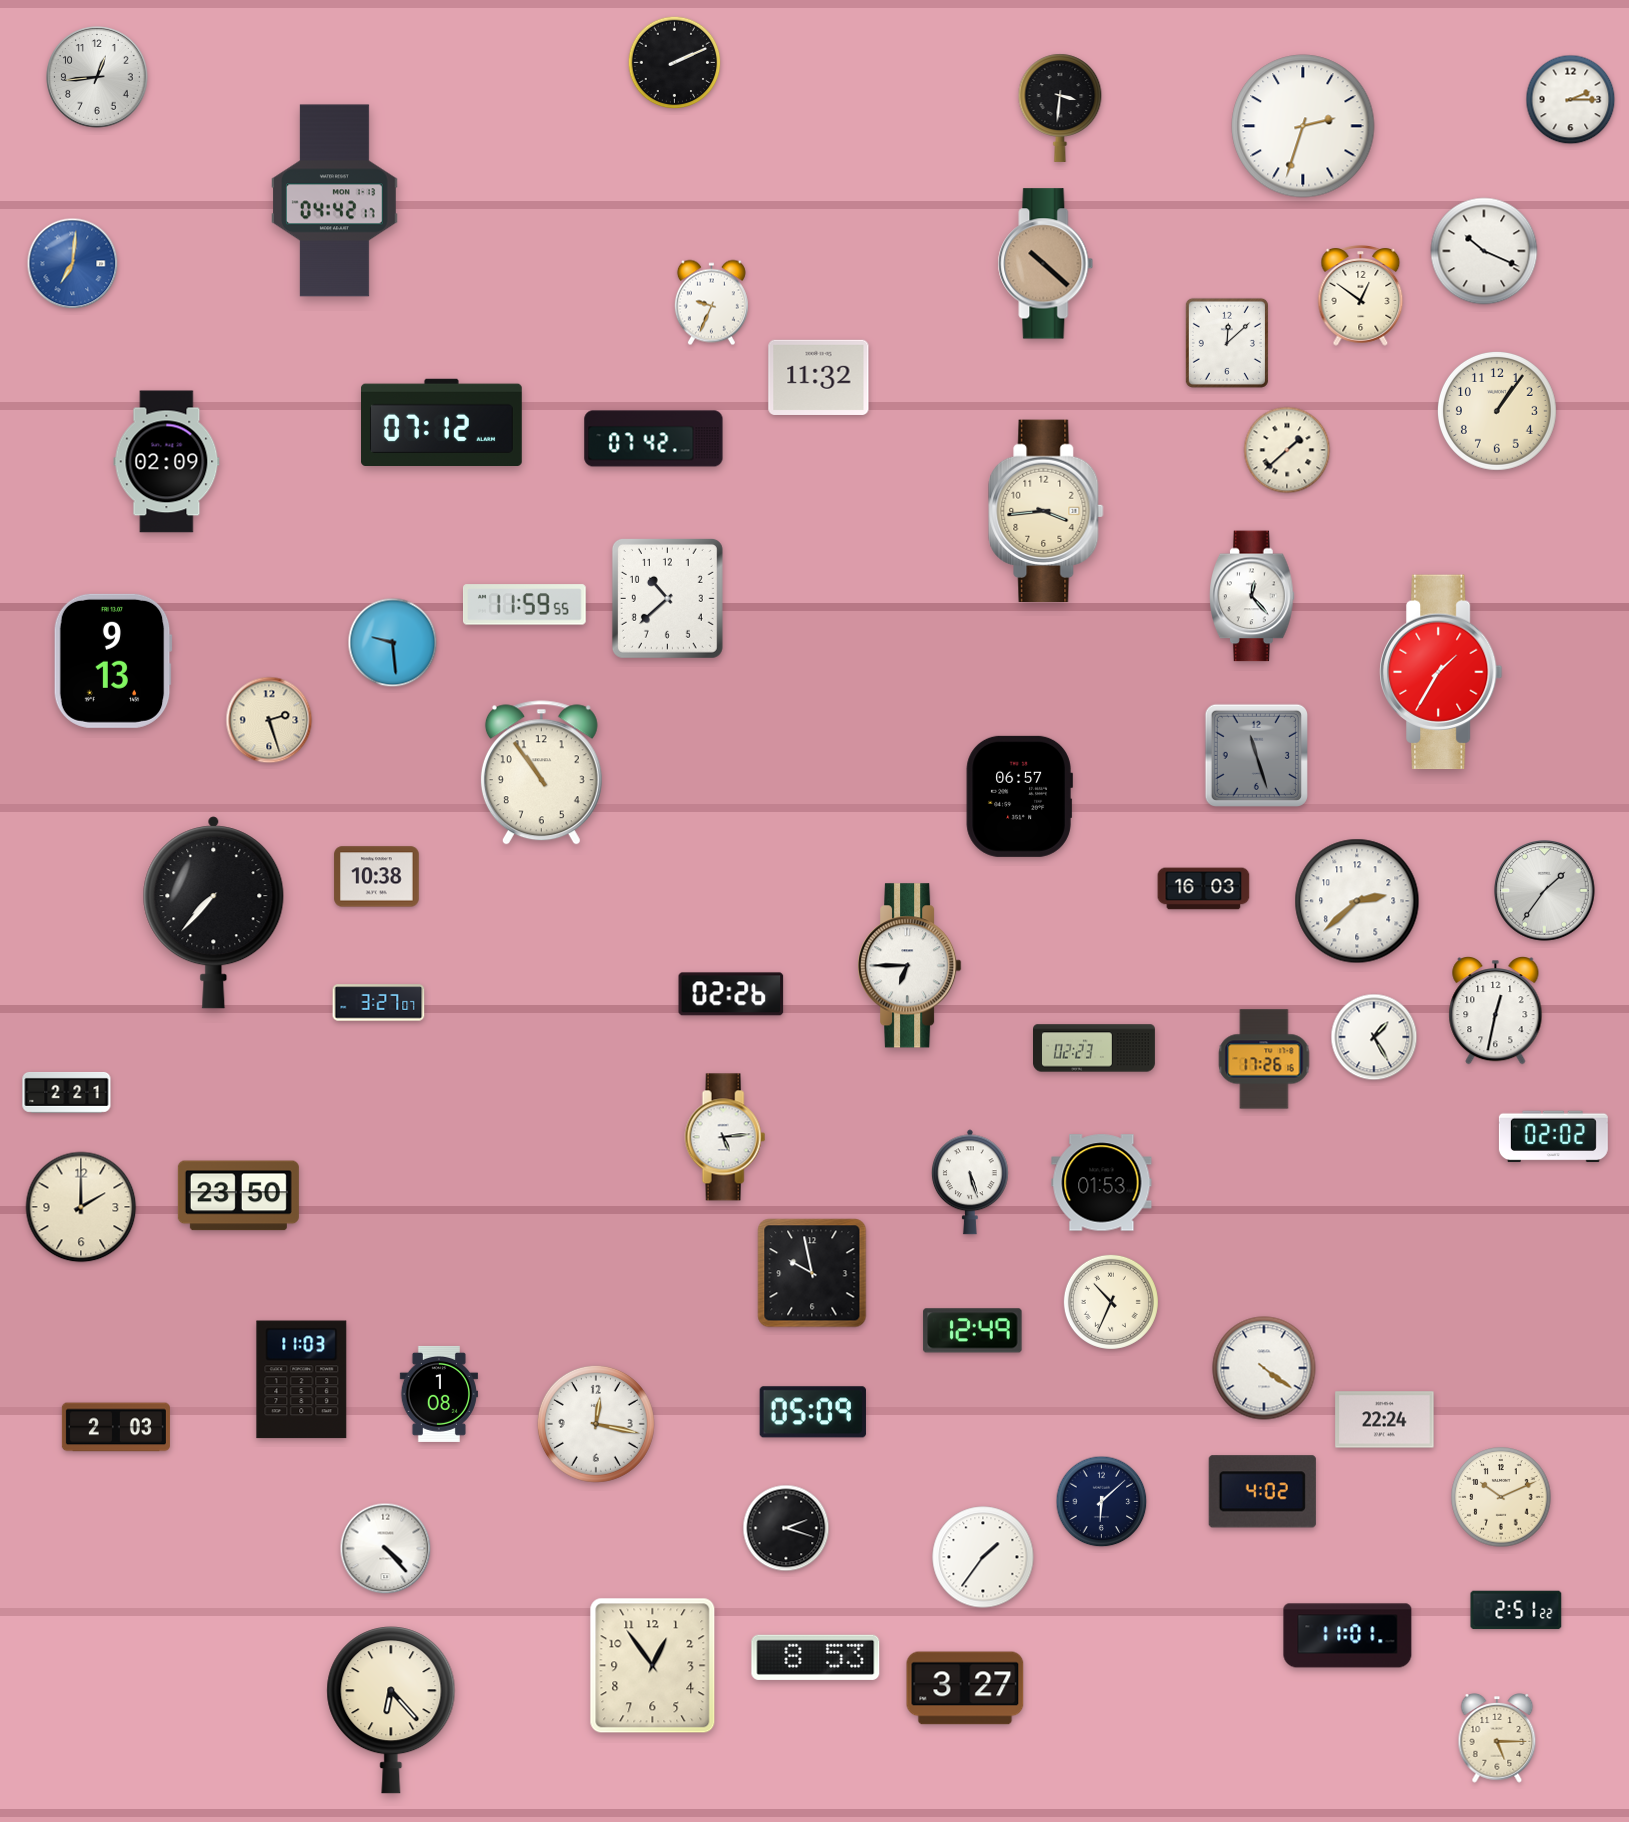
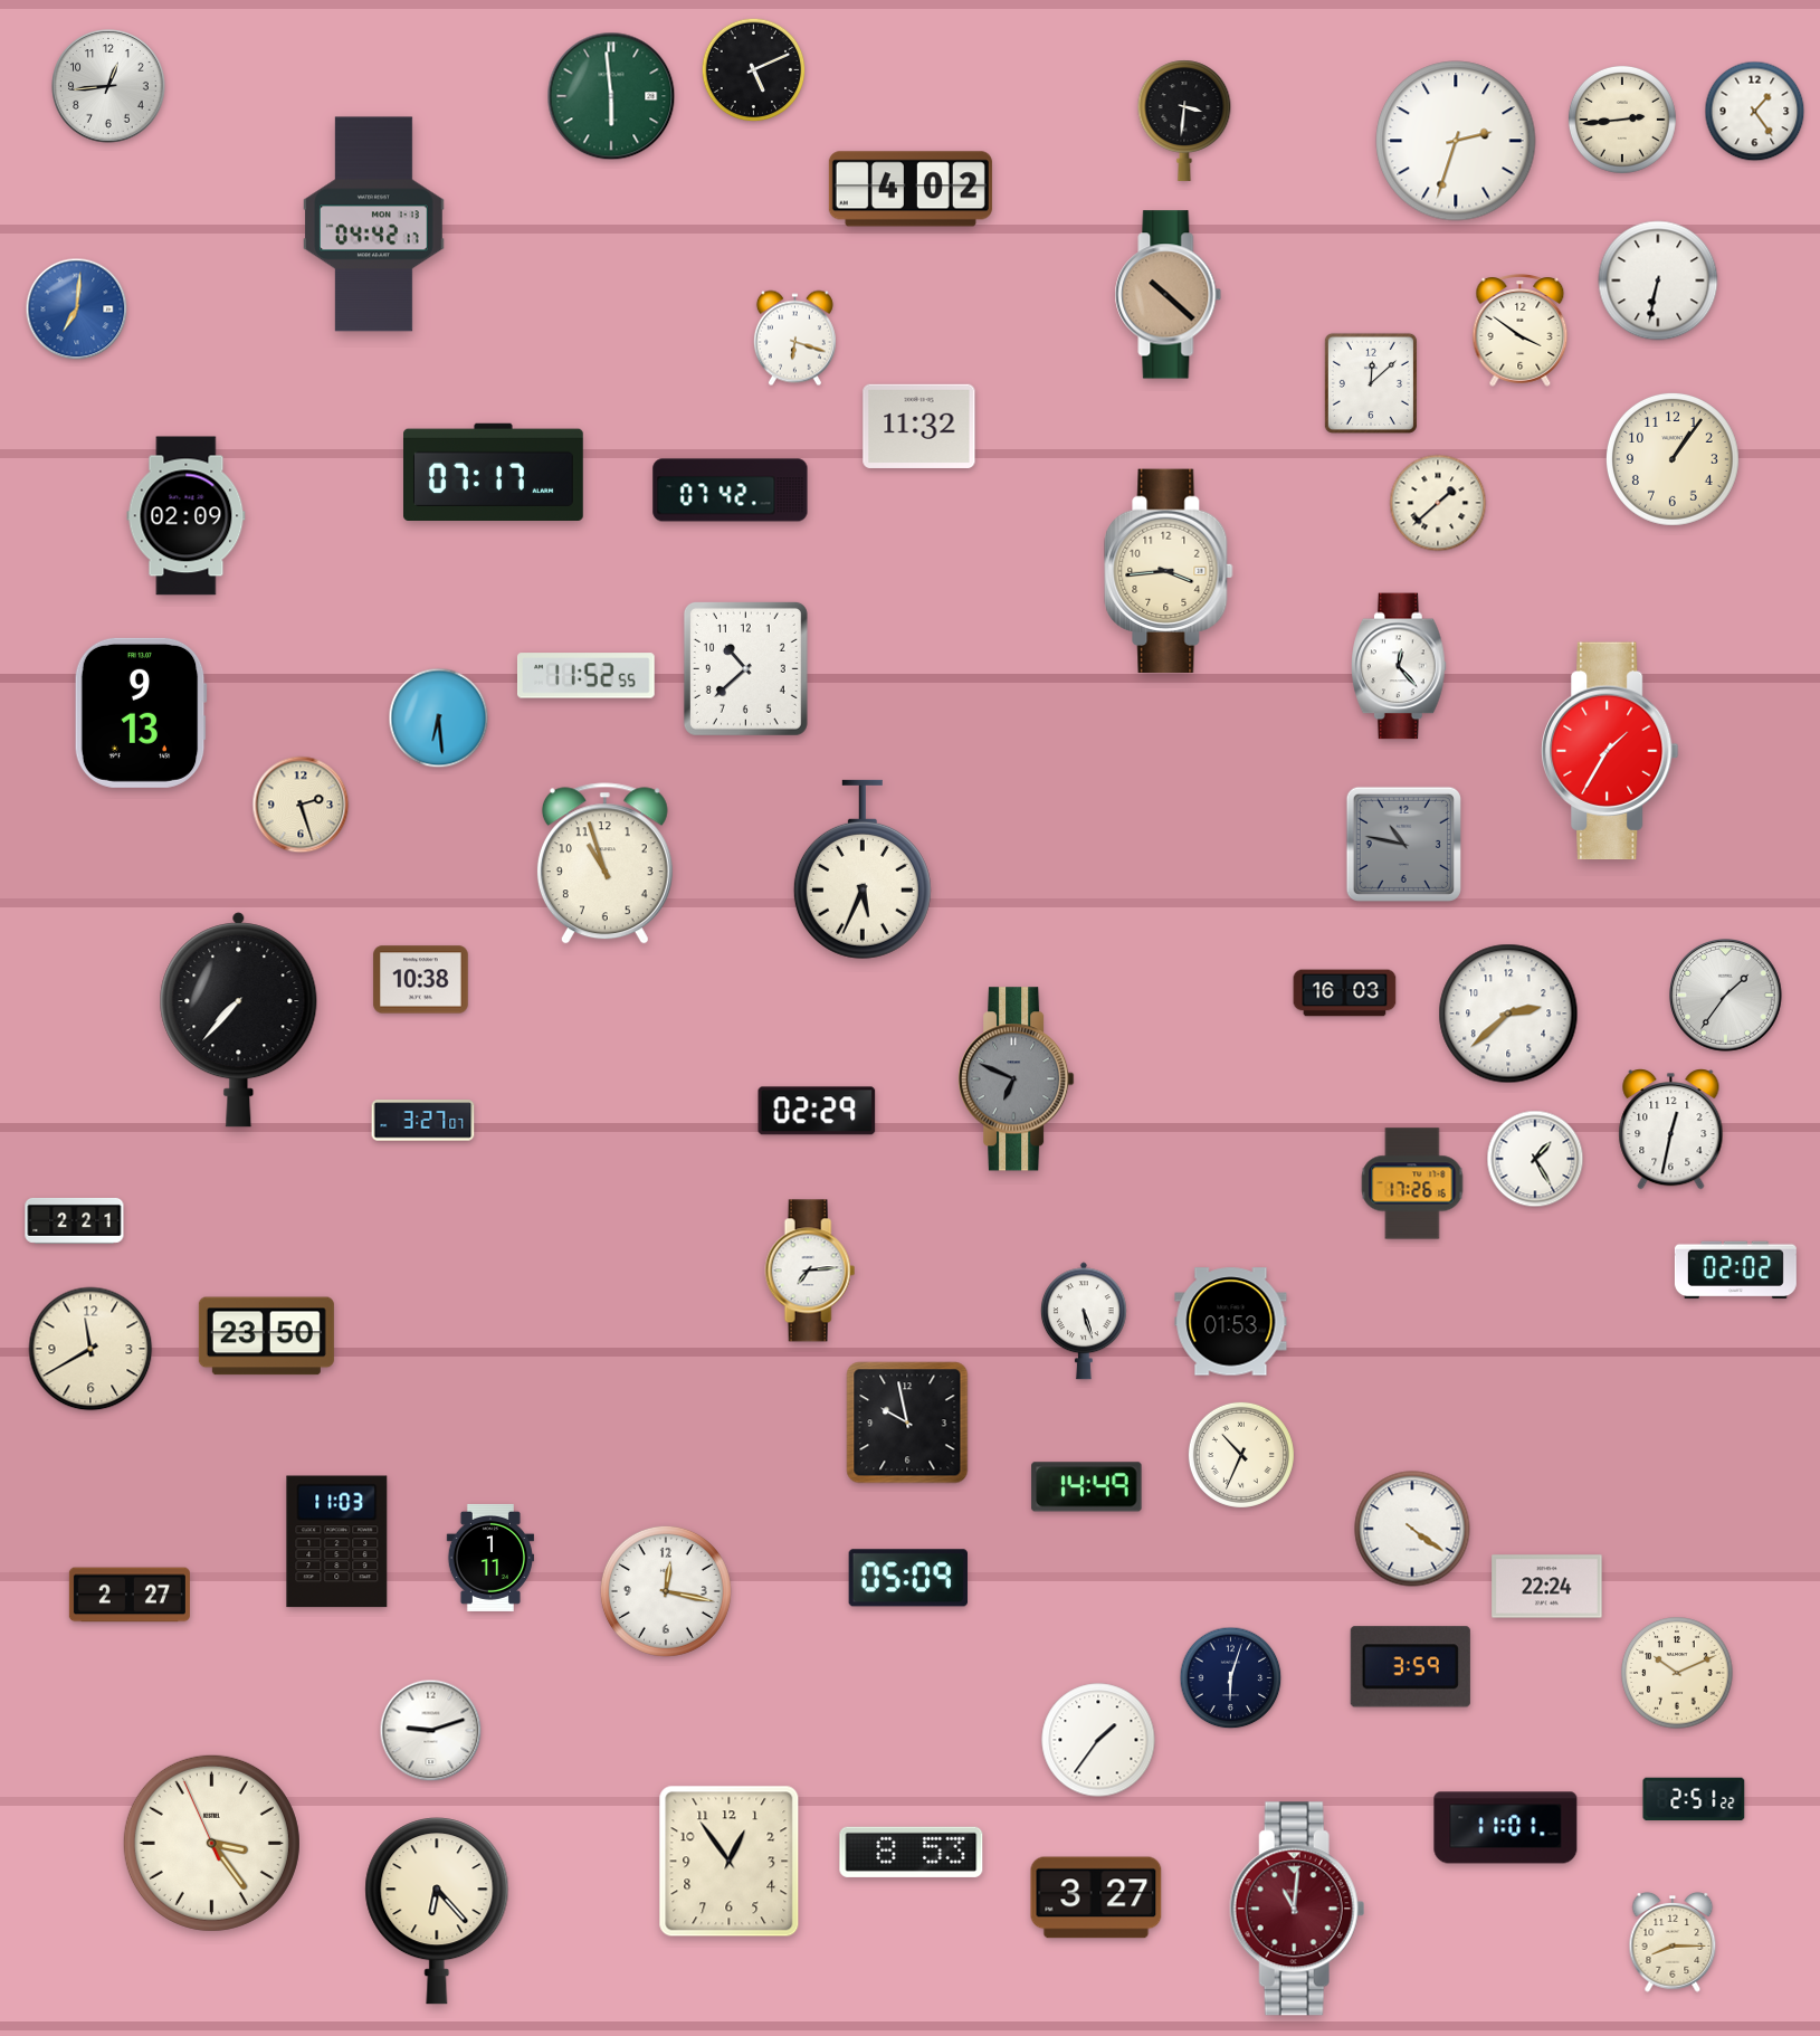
clock at (675, 63): 2:11 -> 5:11
clock at (611, 96): none -> 5:59
clock at (1571, 100): 2:15 -> 1:24
clock at (1622, 120): none -> 2:44
clock at (911, 189): none -> 4:02
clock at (1484, 251): 10:19 -> 6:32
clock at (73, 264) position: (73, 264) -> (77, 310)
clock at (1361, 296): 12:51 -> 3:51
clock at (711, 303): 9:34 -> 6:18
clock at (819, 377) position: (819, 377) -> (919, 426)
clock at (442, 422): 07:12 -> 07:17
clock at (525, 605): 11:59 -> 11:52
clock at (393, 643): 9:29 -> 6:29
clock at (113, 661) position: (113, 661) -> (141, 713)
clock at (1256, 755): 11:27 -> 10:47
clock at (541, 773): 10:54 -> 10:57
clock at (863, 869): none -> 5:34
clock at (1019, 796): 06:57 -> none
clock at (1357, 901) position: (1357, 901) -> (1508, 1014)
clock at (910, 966): 6:45 -> 6:49
clock at (910, 966) dial: white -> grey
clock at (731, 994): 02:26 -> 02:29
clock at (1095, 1048): 02:23 -> none
clock at (725, 1137): 5:14 -> 7:14
clock at (81, 1207): 2:00 -> 11:40
clock at (973, 1331): 12:49 -> 14:49
clock at (439, 1394): 1:08 -> 1:11
clock at (116, 1427): 2:03 -> 2:27
clock at (1262, 1492): 4:02 -> 3:59
clock at (1102, 1502): 6:08 -> 6:03
clock at (786, 1528): 2:18 -> none
clock at (386, 1549): 4:23 -> 9:12
clock at (211, 1843): none -> 3:23
clock at (965, 1688) position: (965, 1688) -> (1096, 1897)
clock at (1297, 1909): none -> 11:01
clock at (1497, 1739): 5:15 -> 8:15
